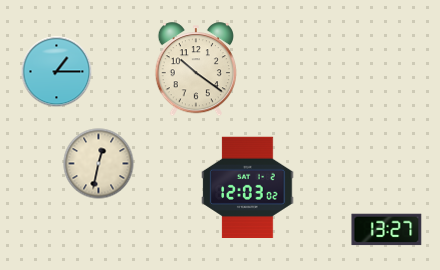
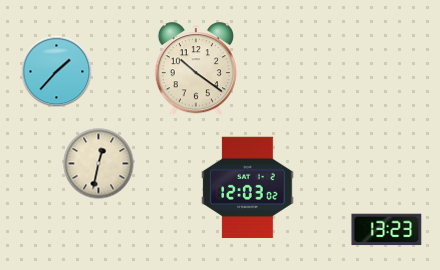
clock at (57, 72): 1:15 -> 1:37
clock at (387, 230): 13:27 -> 13:23
